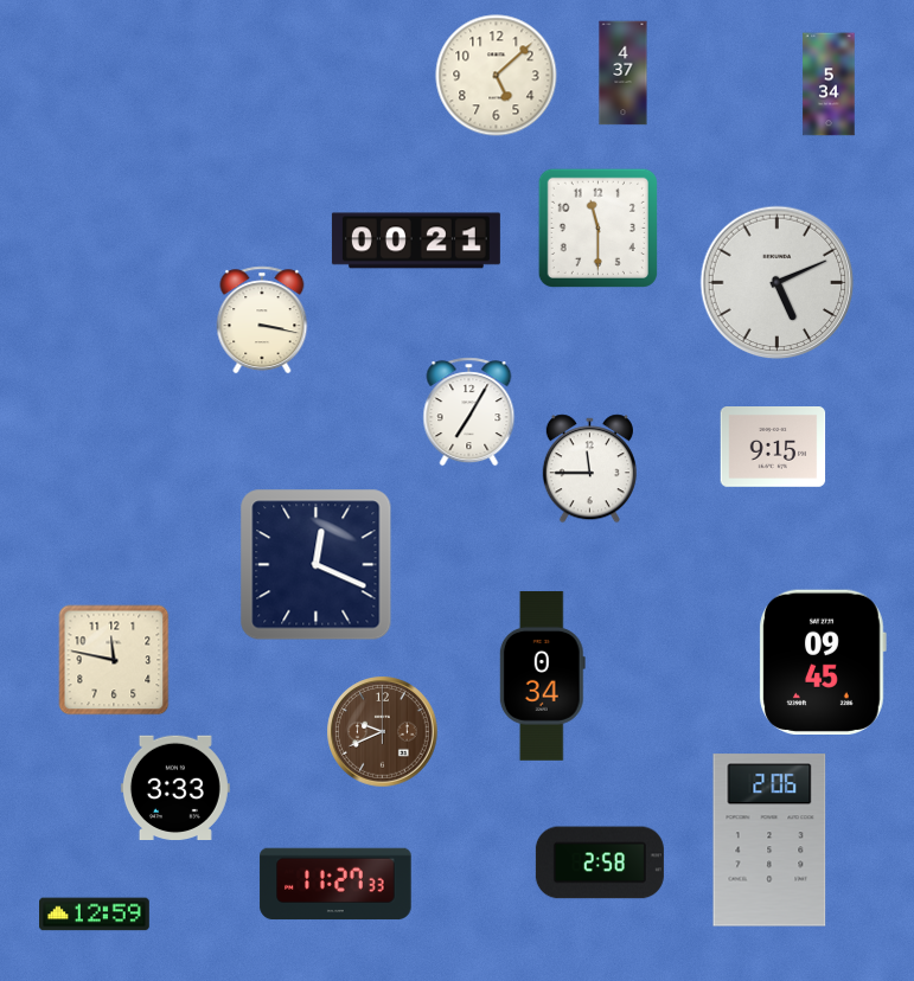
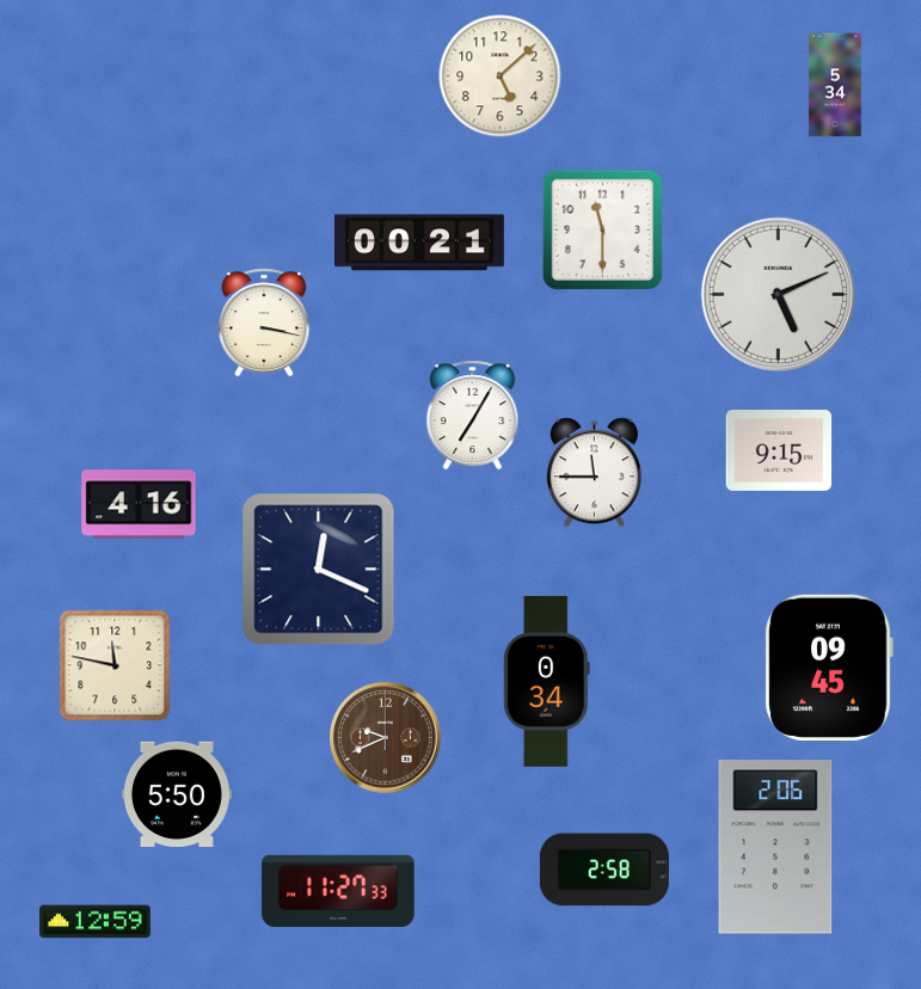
clock at (624, 73): 4:37 -> none
clock at (778, 283) position: (778, 283) -> (779, 295)
clock at (139, 504): none -> 4:16
clock at (175, 787): 3:33 -> 5:50
